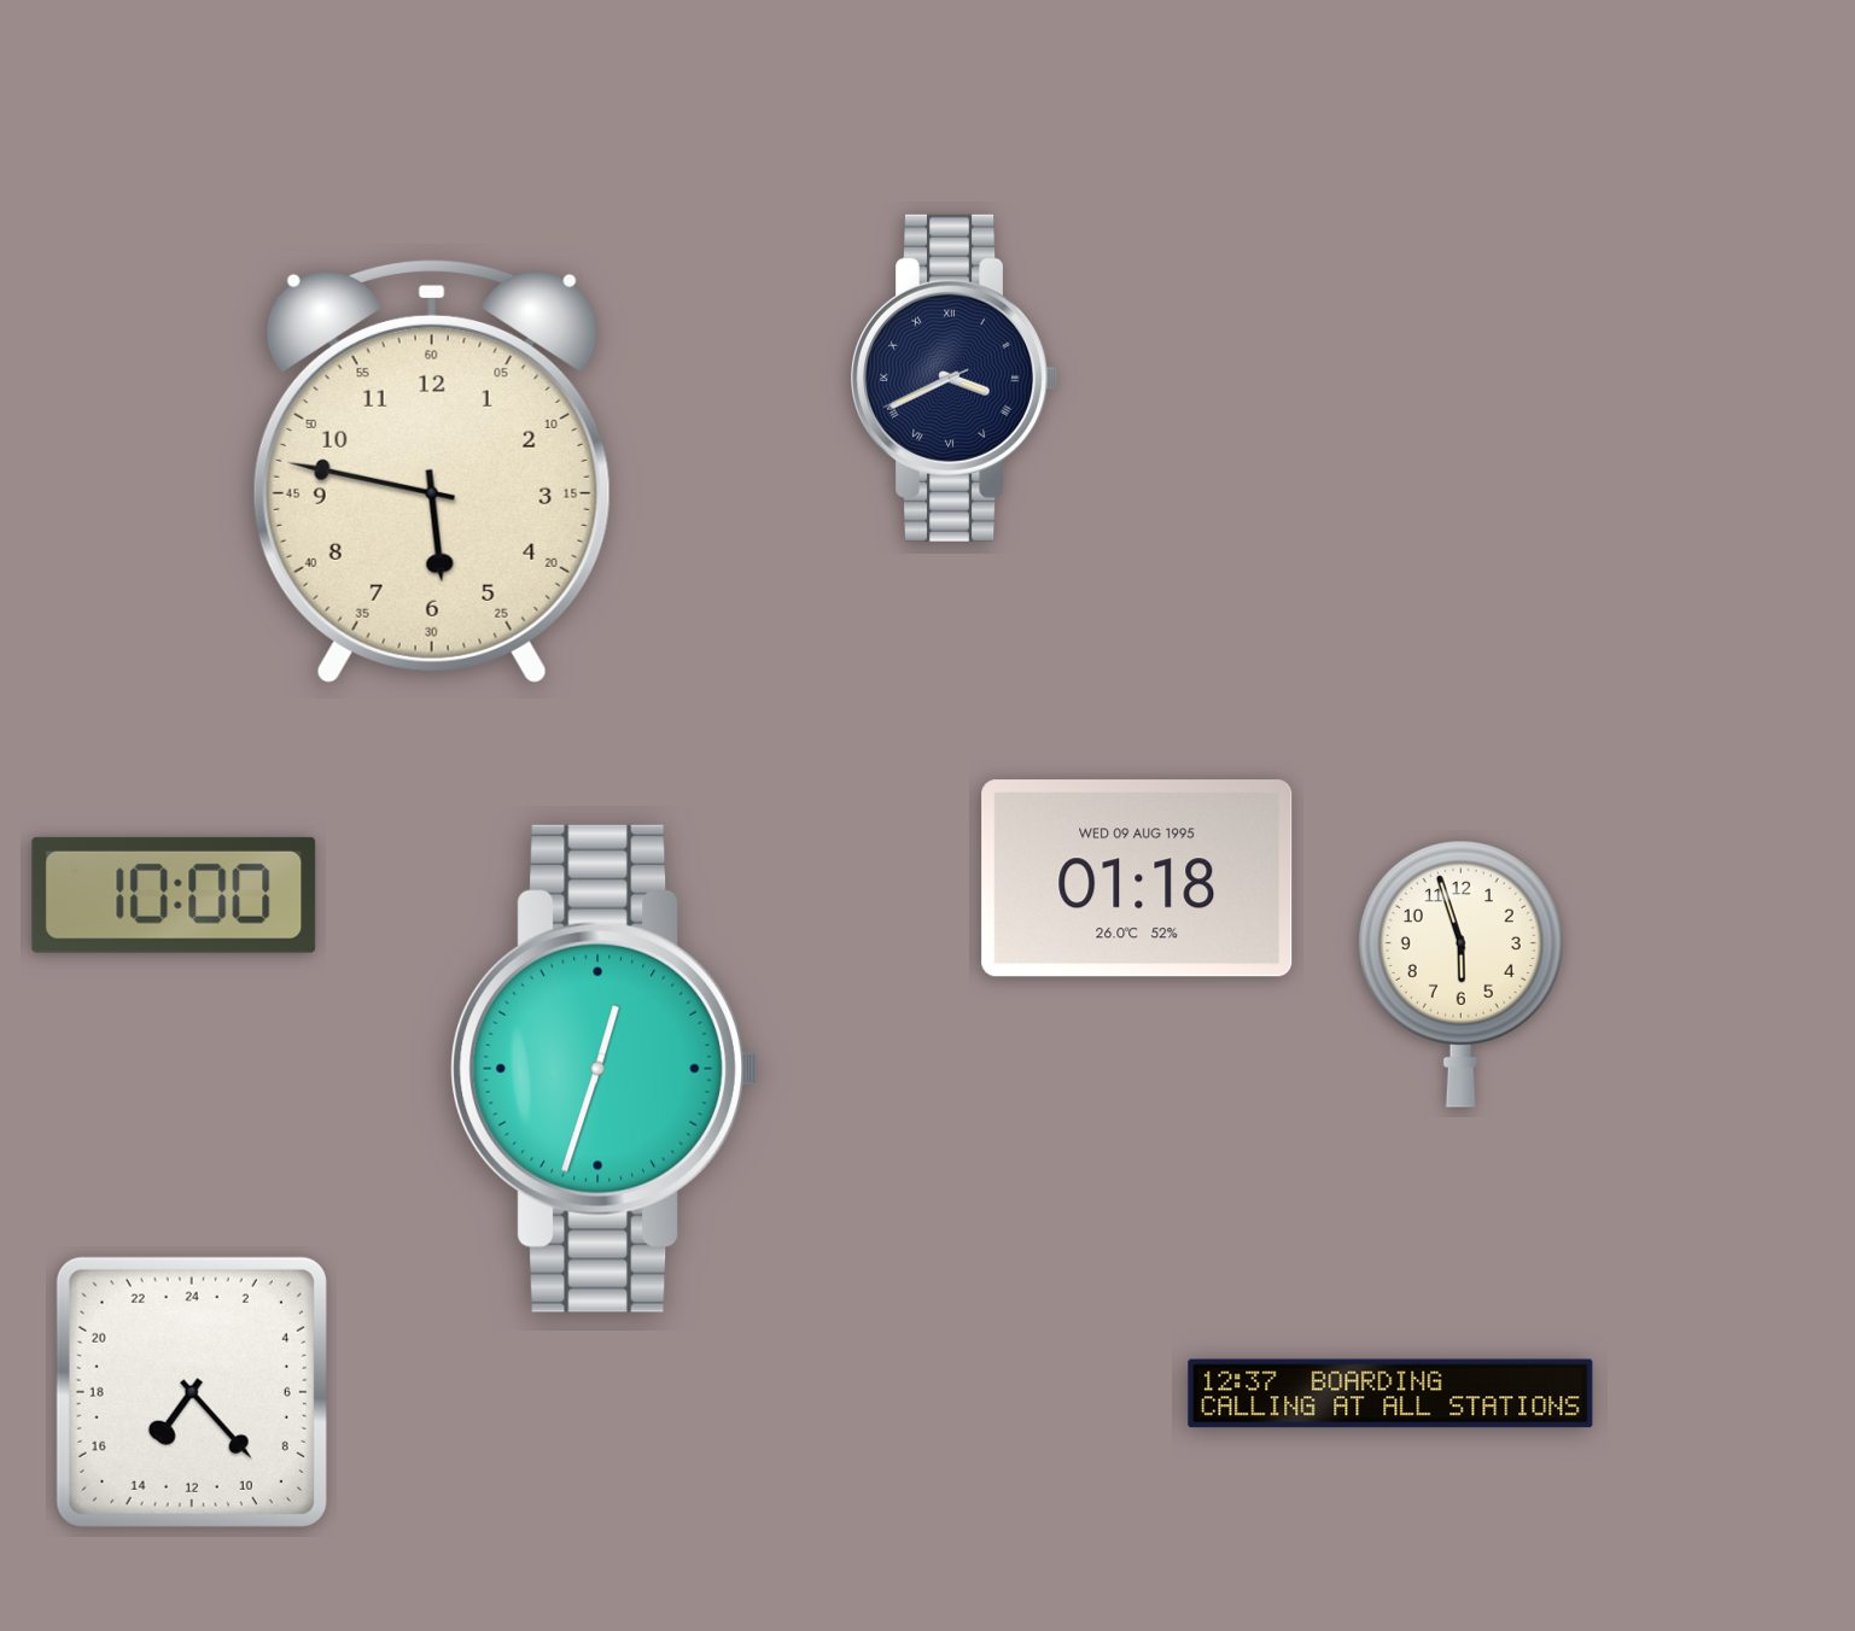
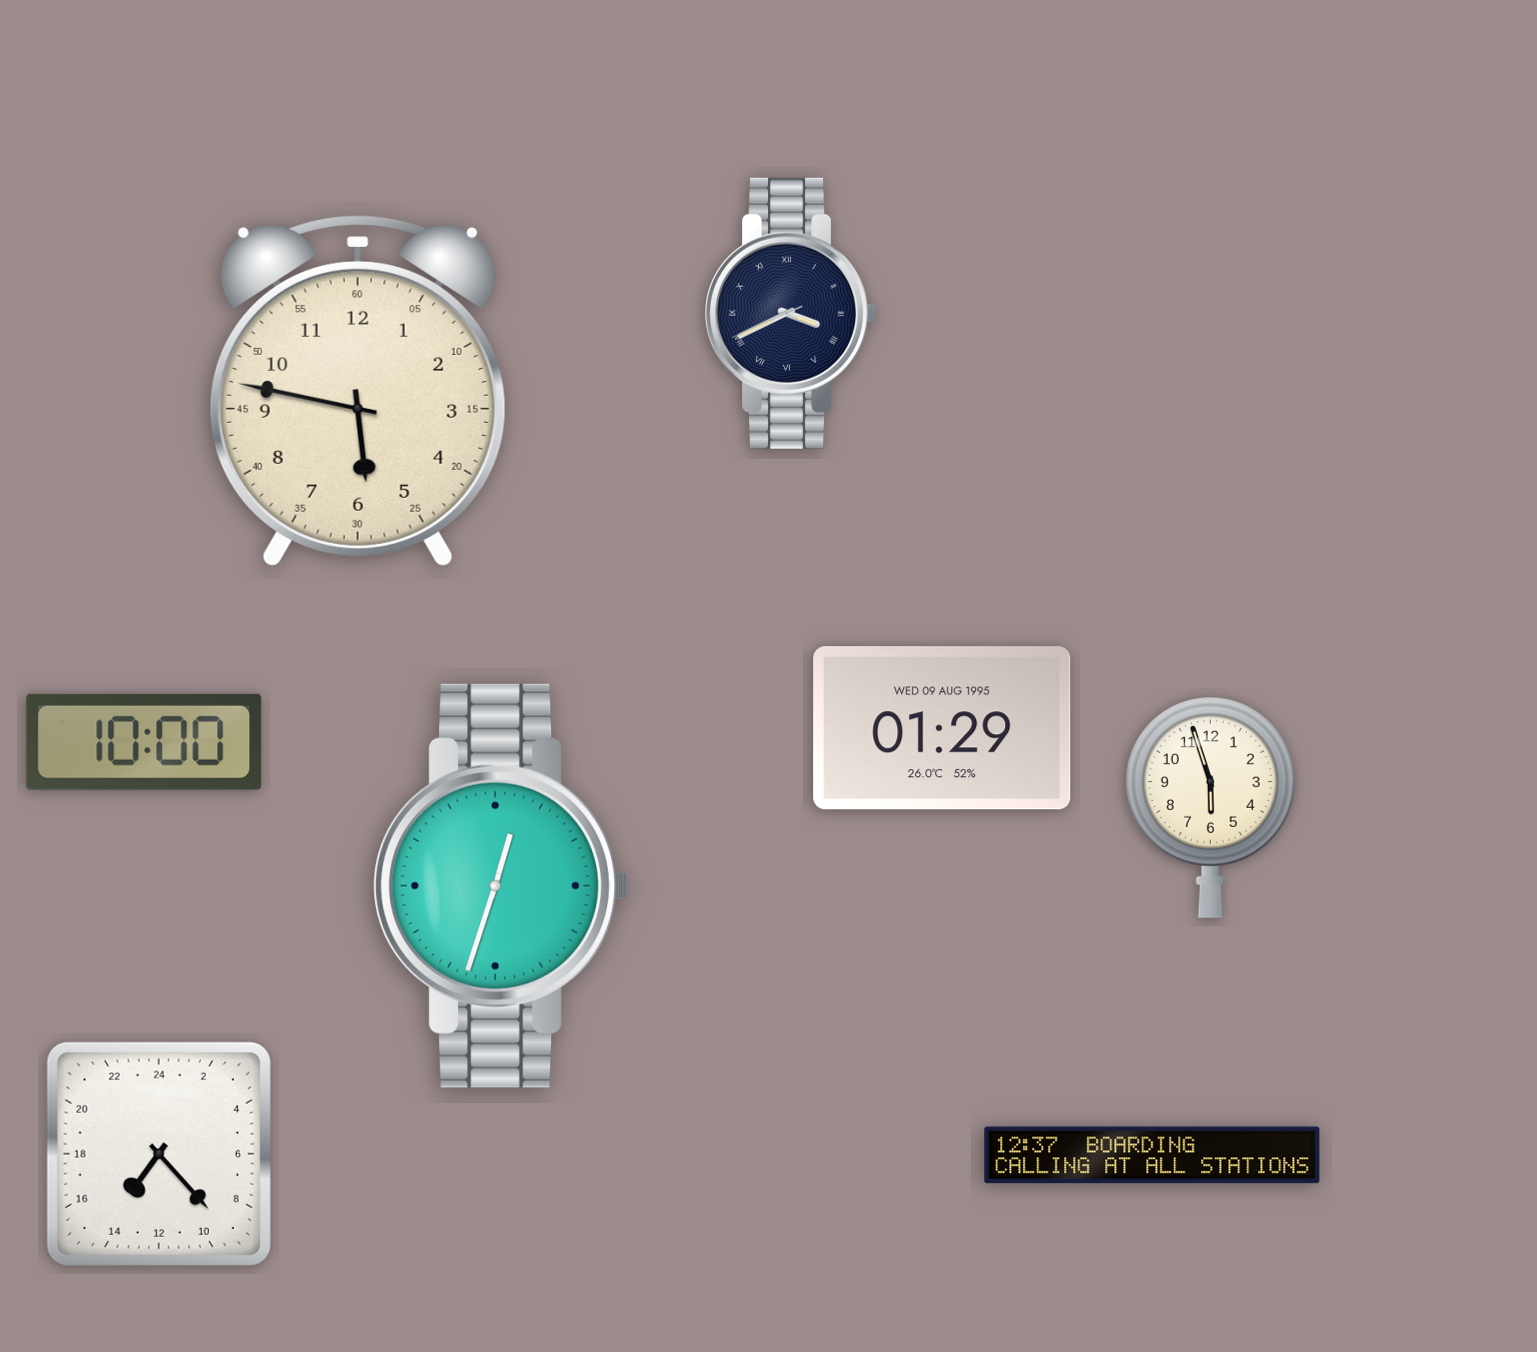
clock at (1137, 878): 01:18 -> 01:29
